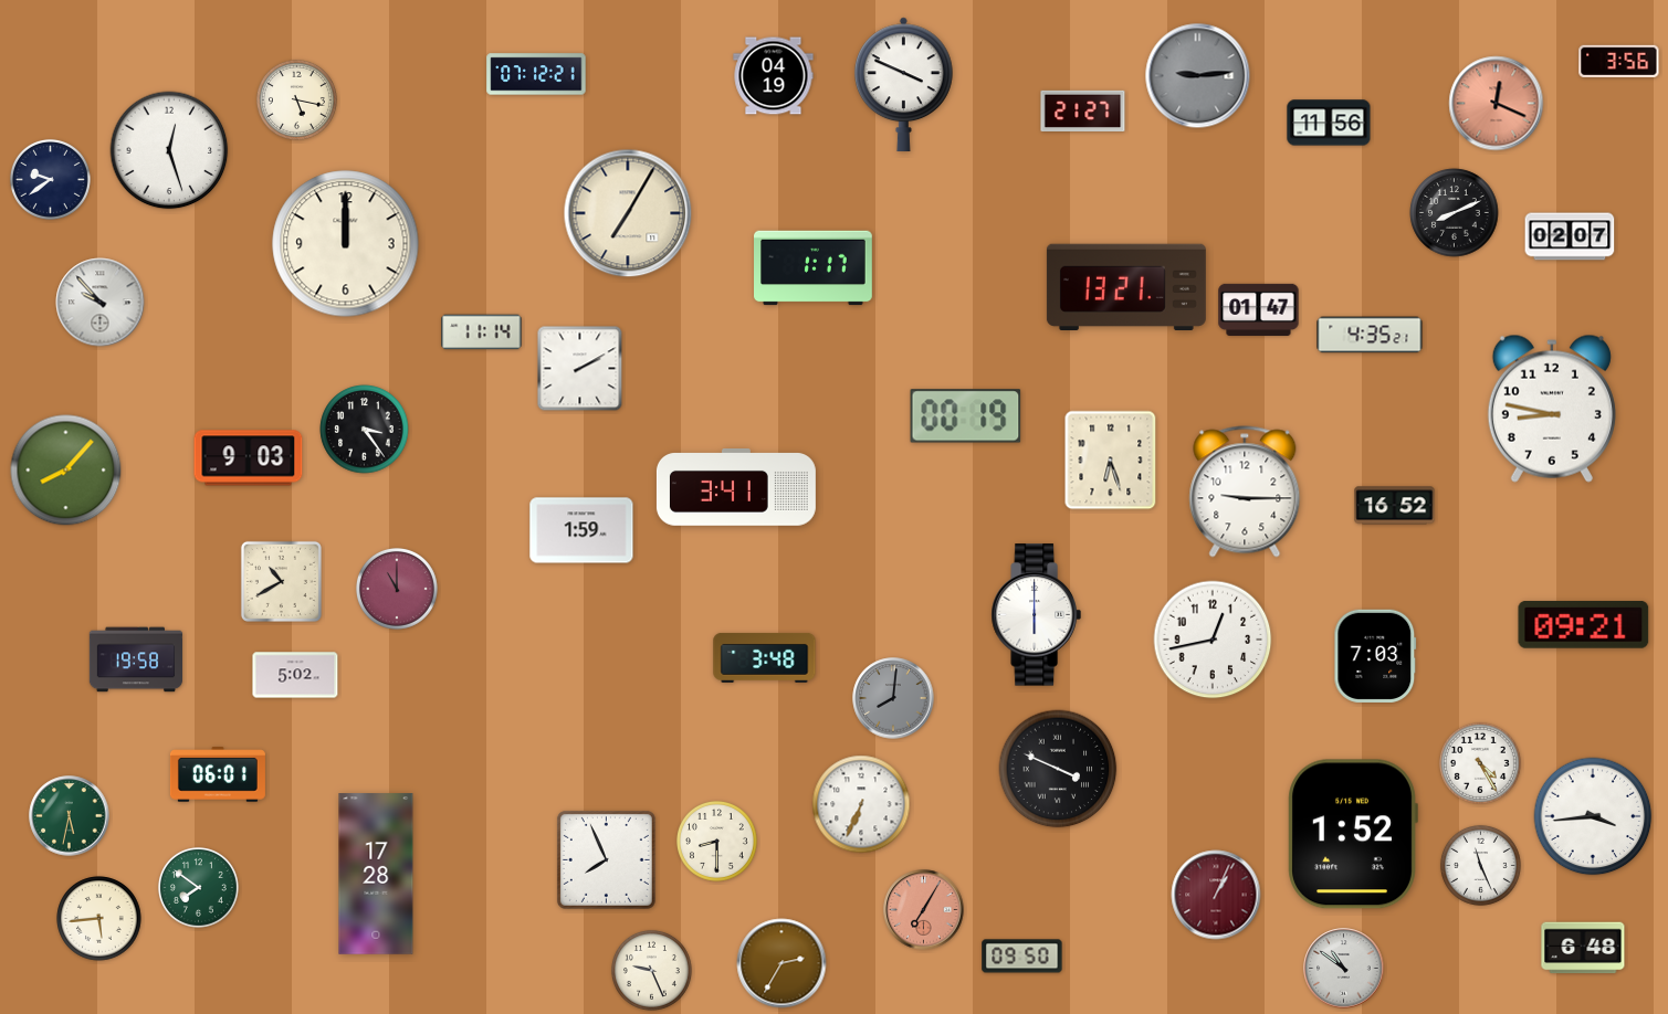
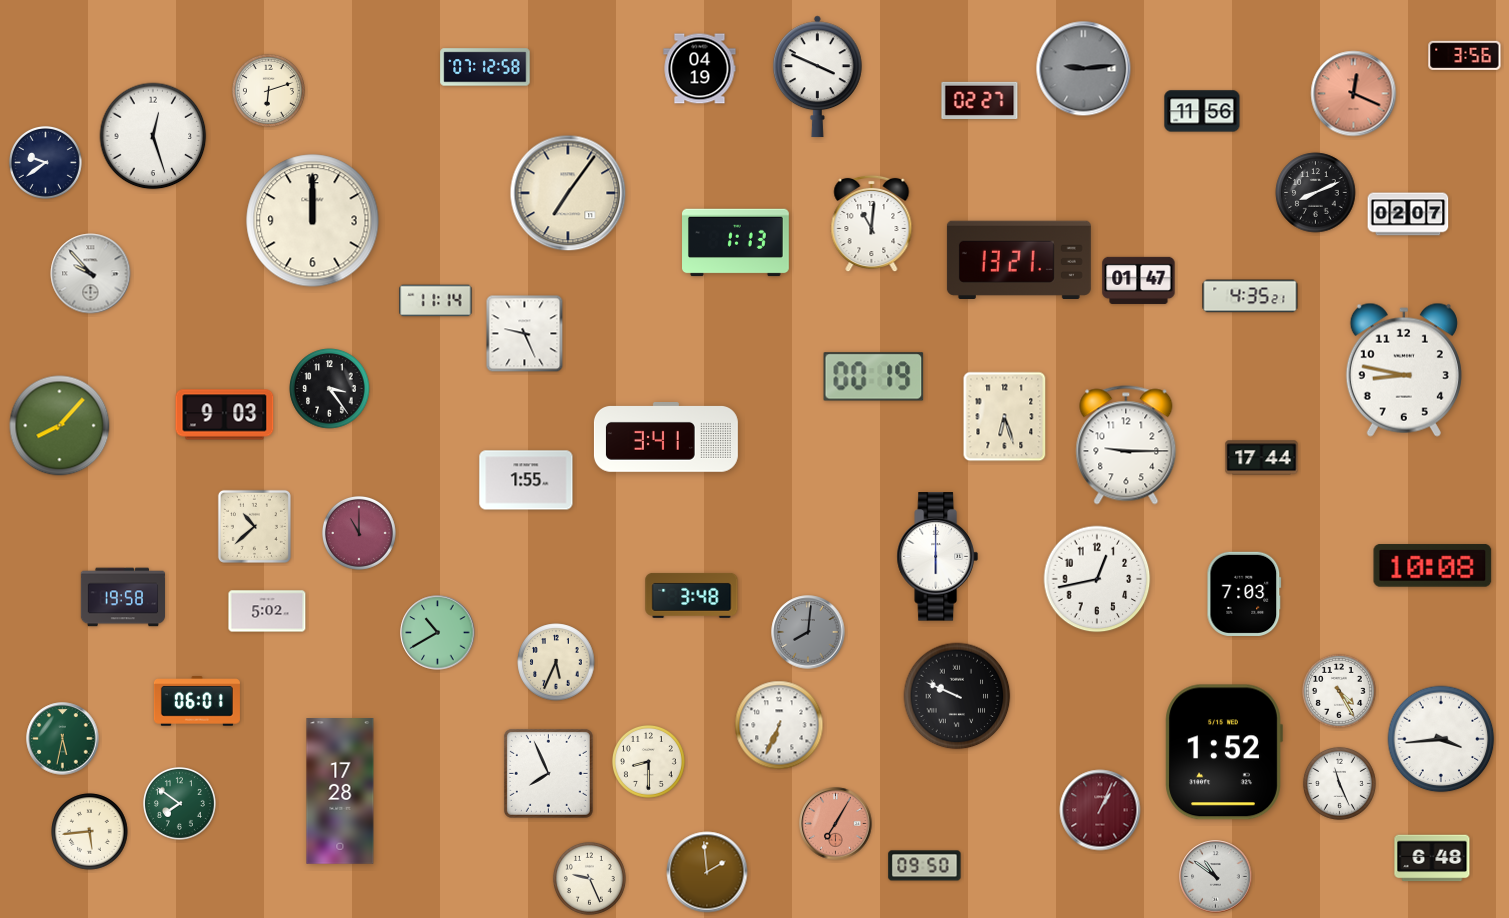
clock at (536, 74): 07:12:21 -> 07:12:58
clock at (296, 99): 5:17 -> 6:12
clock at (1083, 110): 21:27 -> 02:27
clock at (628, 213): 7:05 -> 7:06
clock at (1570, 236) position: (1570, 236) -> (1408, 214)
clock at (872, 224): none -> 11:01
clock at (814, 268): 1:17 -> 1:13
clock at (1370, 335) position: (1370, 335) -> (1250, 296)
clock at (580, 369): 2:10 -> 9:26
clock at (736, 488) position: (736, 488) -> (666, 438)
clock at (1395, 506): 16:52 -> 17:44
clock at (581, 530): 1:59 -> 1:55
clock at (281, 581): 10:40 -> 10:38
clock at (1584, 625): 09:21 -> 10:08
clock at (438, 633): none -> 10:40
clock at (556, 662): none -> 5:34
clock at (1058, 769): 3:49 -> 9:49
clock at (861, 804) position: (861, 804) -> (779, 725)
clock at (1353, 834) position: (1353, 834) -> (1224, 752)
clock at (606, 859) position: (606, 859) -> (548, 773)
clock at (781, 963): 2:35 -> 1:59
